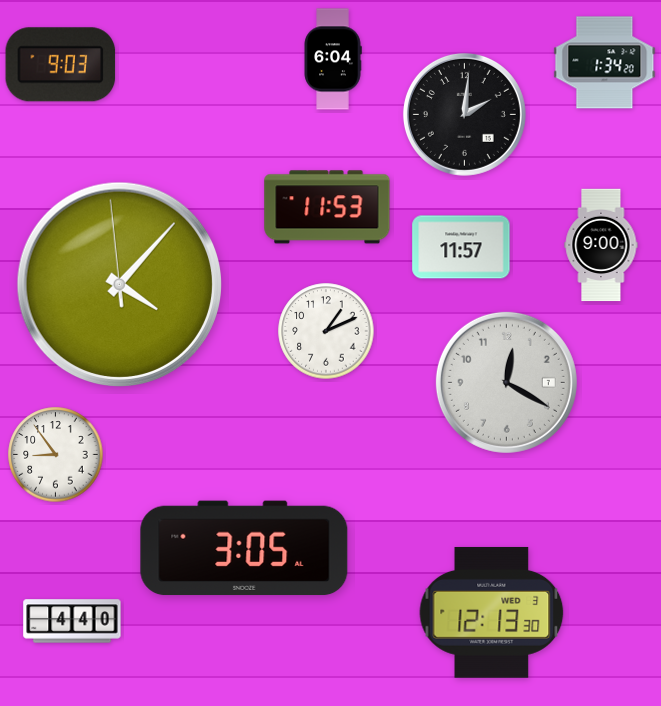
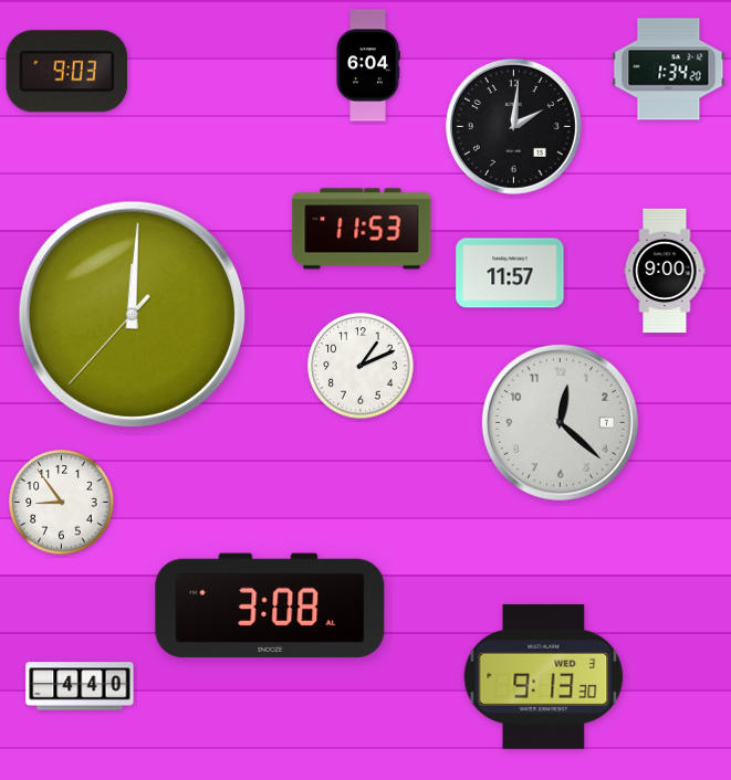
clock at (119, 284): 4:06 -> 12:00
clock at (506, 382): 12:20 -> 12:22
clock at (244, 548): 3:05 -> 3:08
clock at (492, 612): 12:13 -> 9:13
